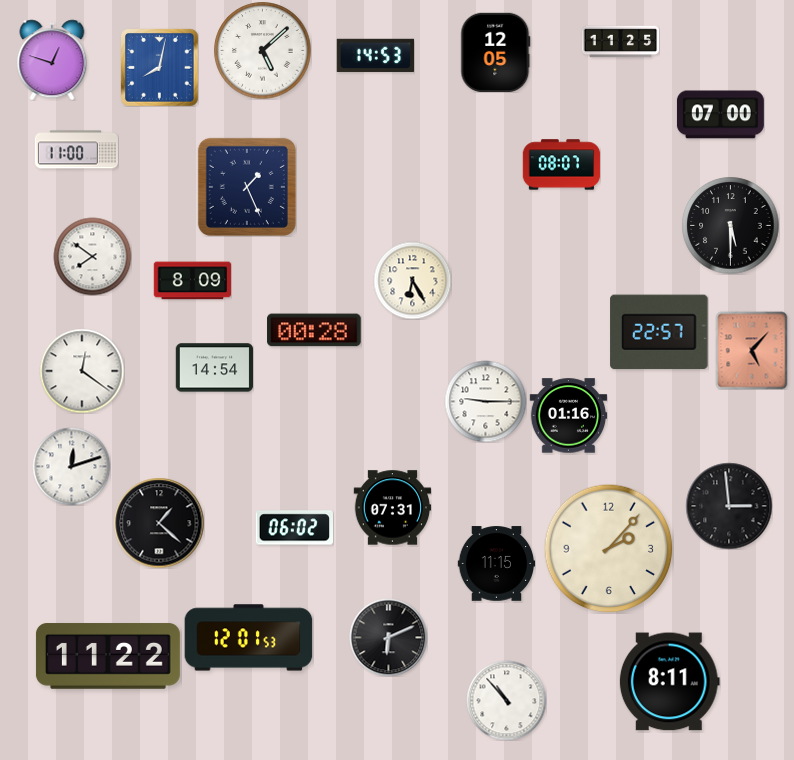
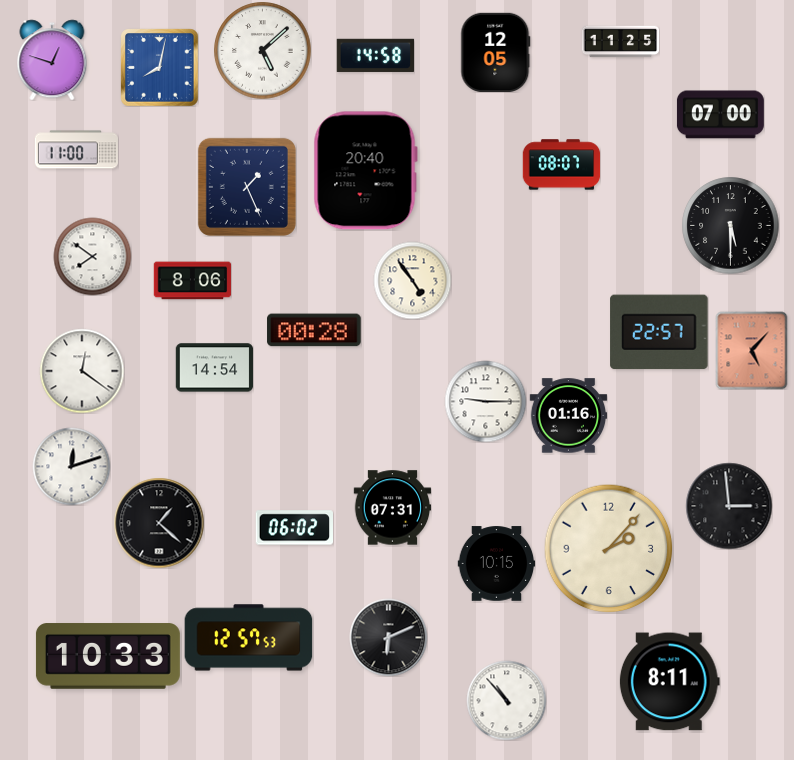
clock at (375, 55): 14:53 -> 14:58
clock at (365, 171): none -> 20:40
clock at (412, 280): 6:25 -> 4:54
clock at (192, 281): 8:09 -> 8:06
clock at (496, 564): 11:15 -> 10:15
clock at (249, 638): 12:01 -> 12:57
clock at (108, 656): 11:22 -> 10:33
